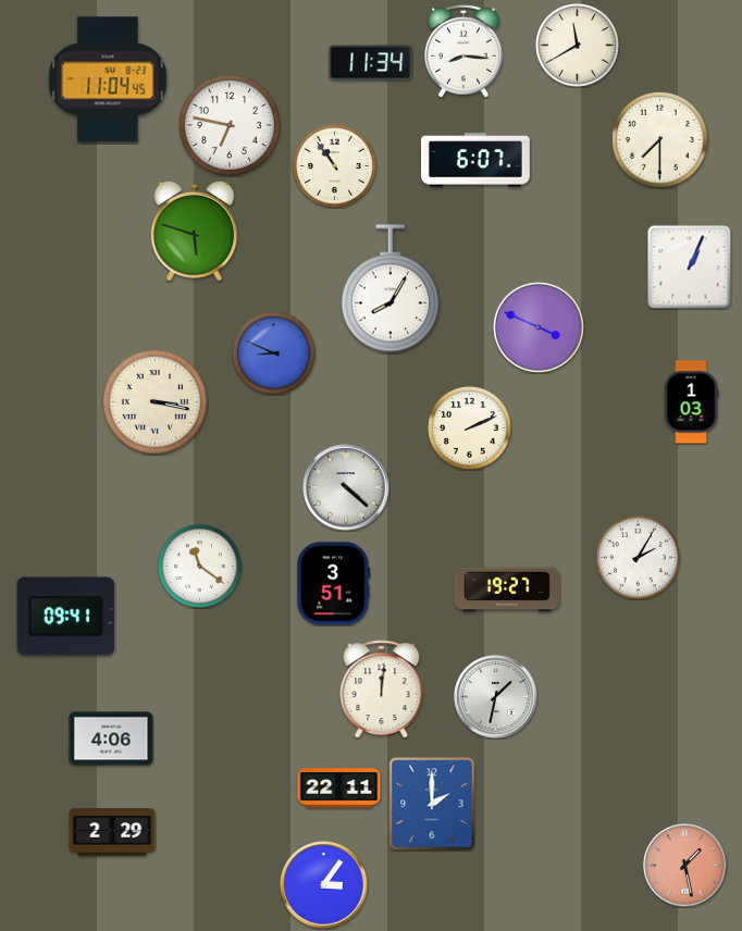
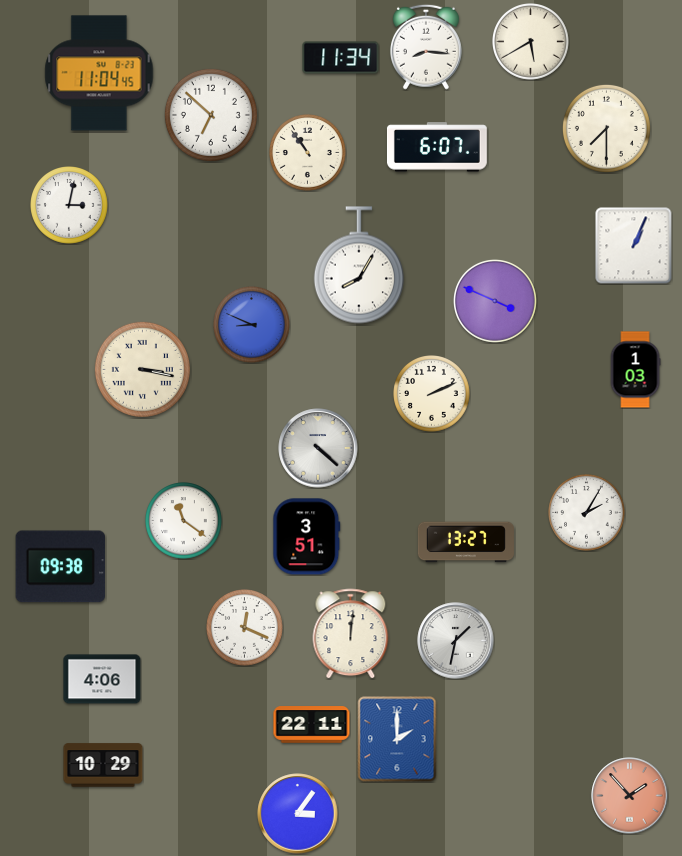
clock at (578, 46): 11:40 -> 5:40
clock at (230, 125): 6:47 -> 6:52
clock at (70, 206): none -> 3:02
clock at (195, 231): 5:48 -> none
clock at (507, 589): 19:27 -> 13:27
clock at (66, 617): 09:41 -> 09:38
clock at (245, 628): none -> 12:19
clock at (112, 832): 2:29 -> 10:29
clock at (685, 866): 1:28 -> 1:53
